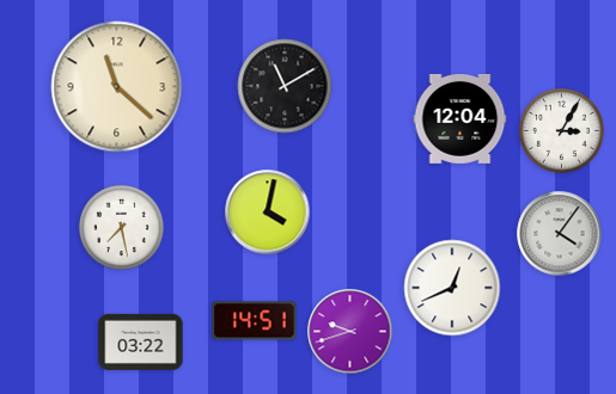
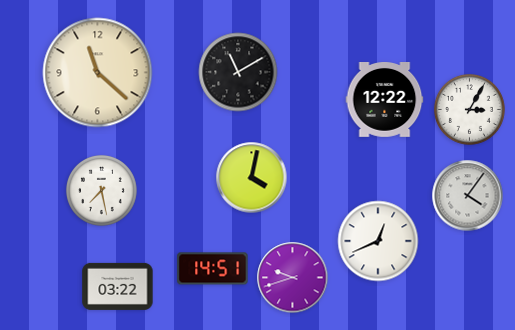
clock at (461, 119): 12:04 -> 12:22
clock at (268, 213) position: (268, 213) -> (252, 178)
